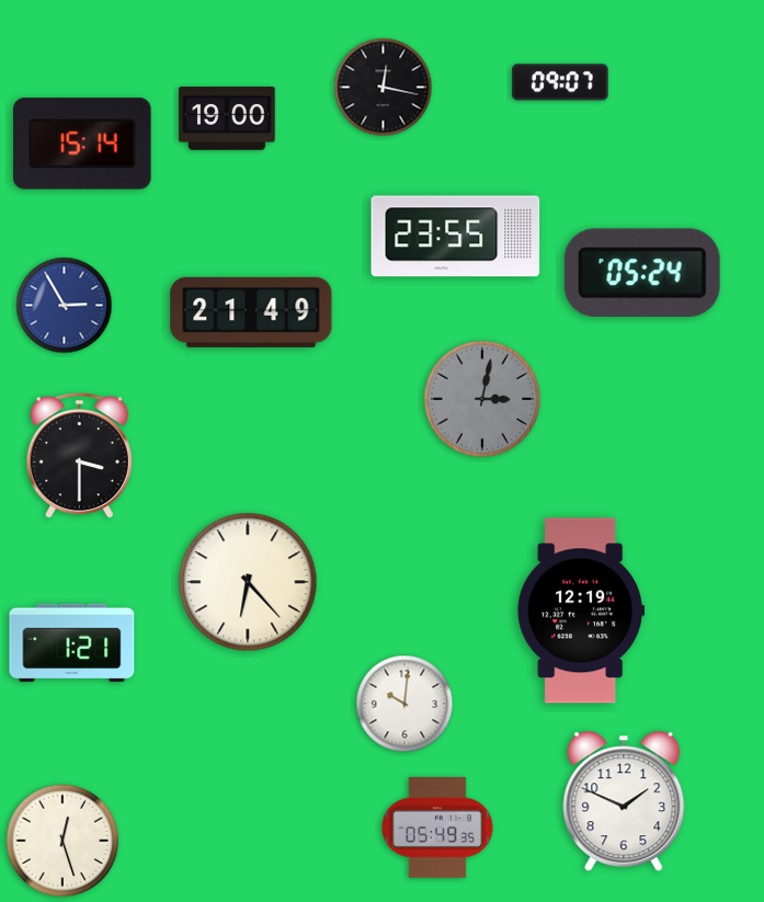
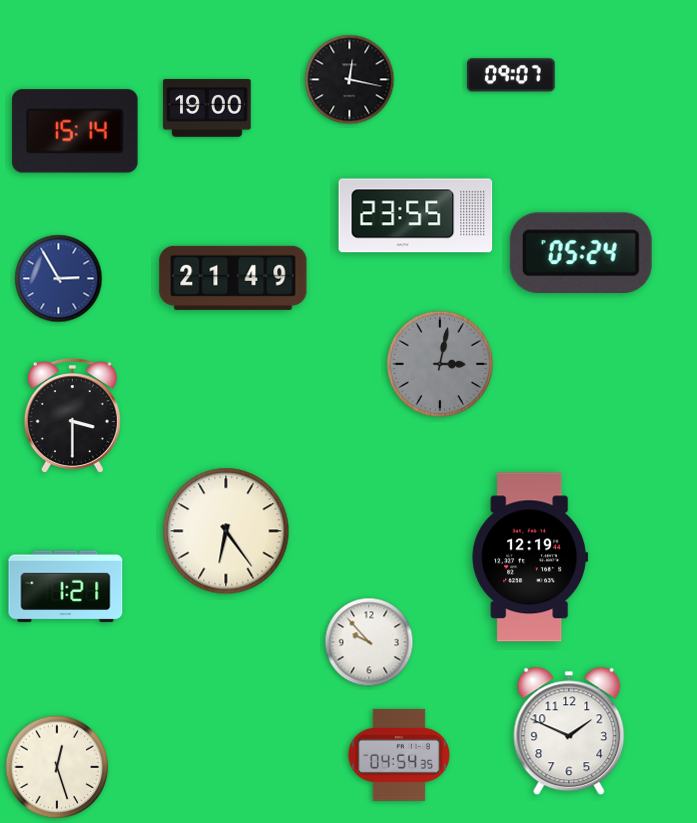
clock at (642, 272) position: (642, 272) -> (581, 252)
clock at (251, 312) position: (251, 312) -> (233, 278)
clock at (248, 582): 6:23 -> 6:24
clock at (404, 704): 10:01 -> 9:53
clock at (437, 827): 05:49 -> 04:54
